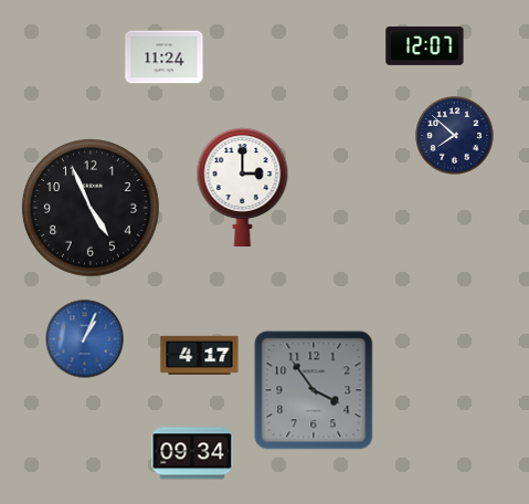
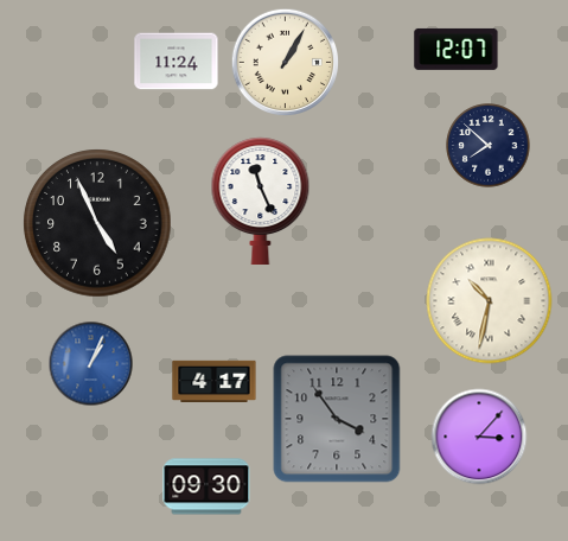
clock at (285, 62): none -> 1:05
clock at (243, 187): 3:00 -> 11:26
clock at (490, 301): none -> 10:32
clock at (479, 437): none -> 3:07
clock at (192, 453): 09:34 -> 09:30
